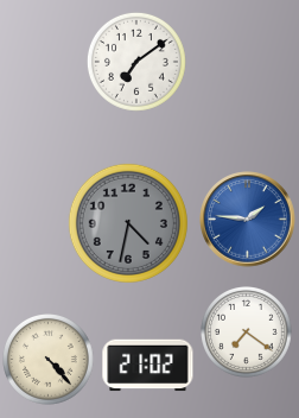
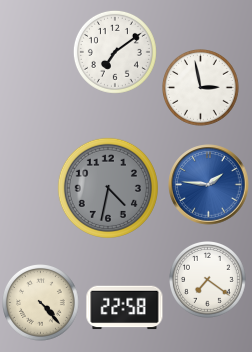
clock at (201, 88): none -> 2:58
clock at (148, 366): 21:02 -> 22:58
